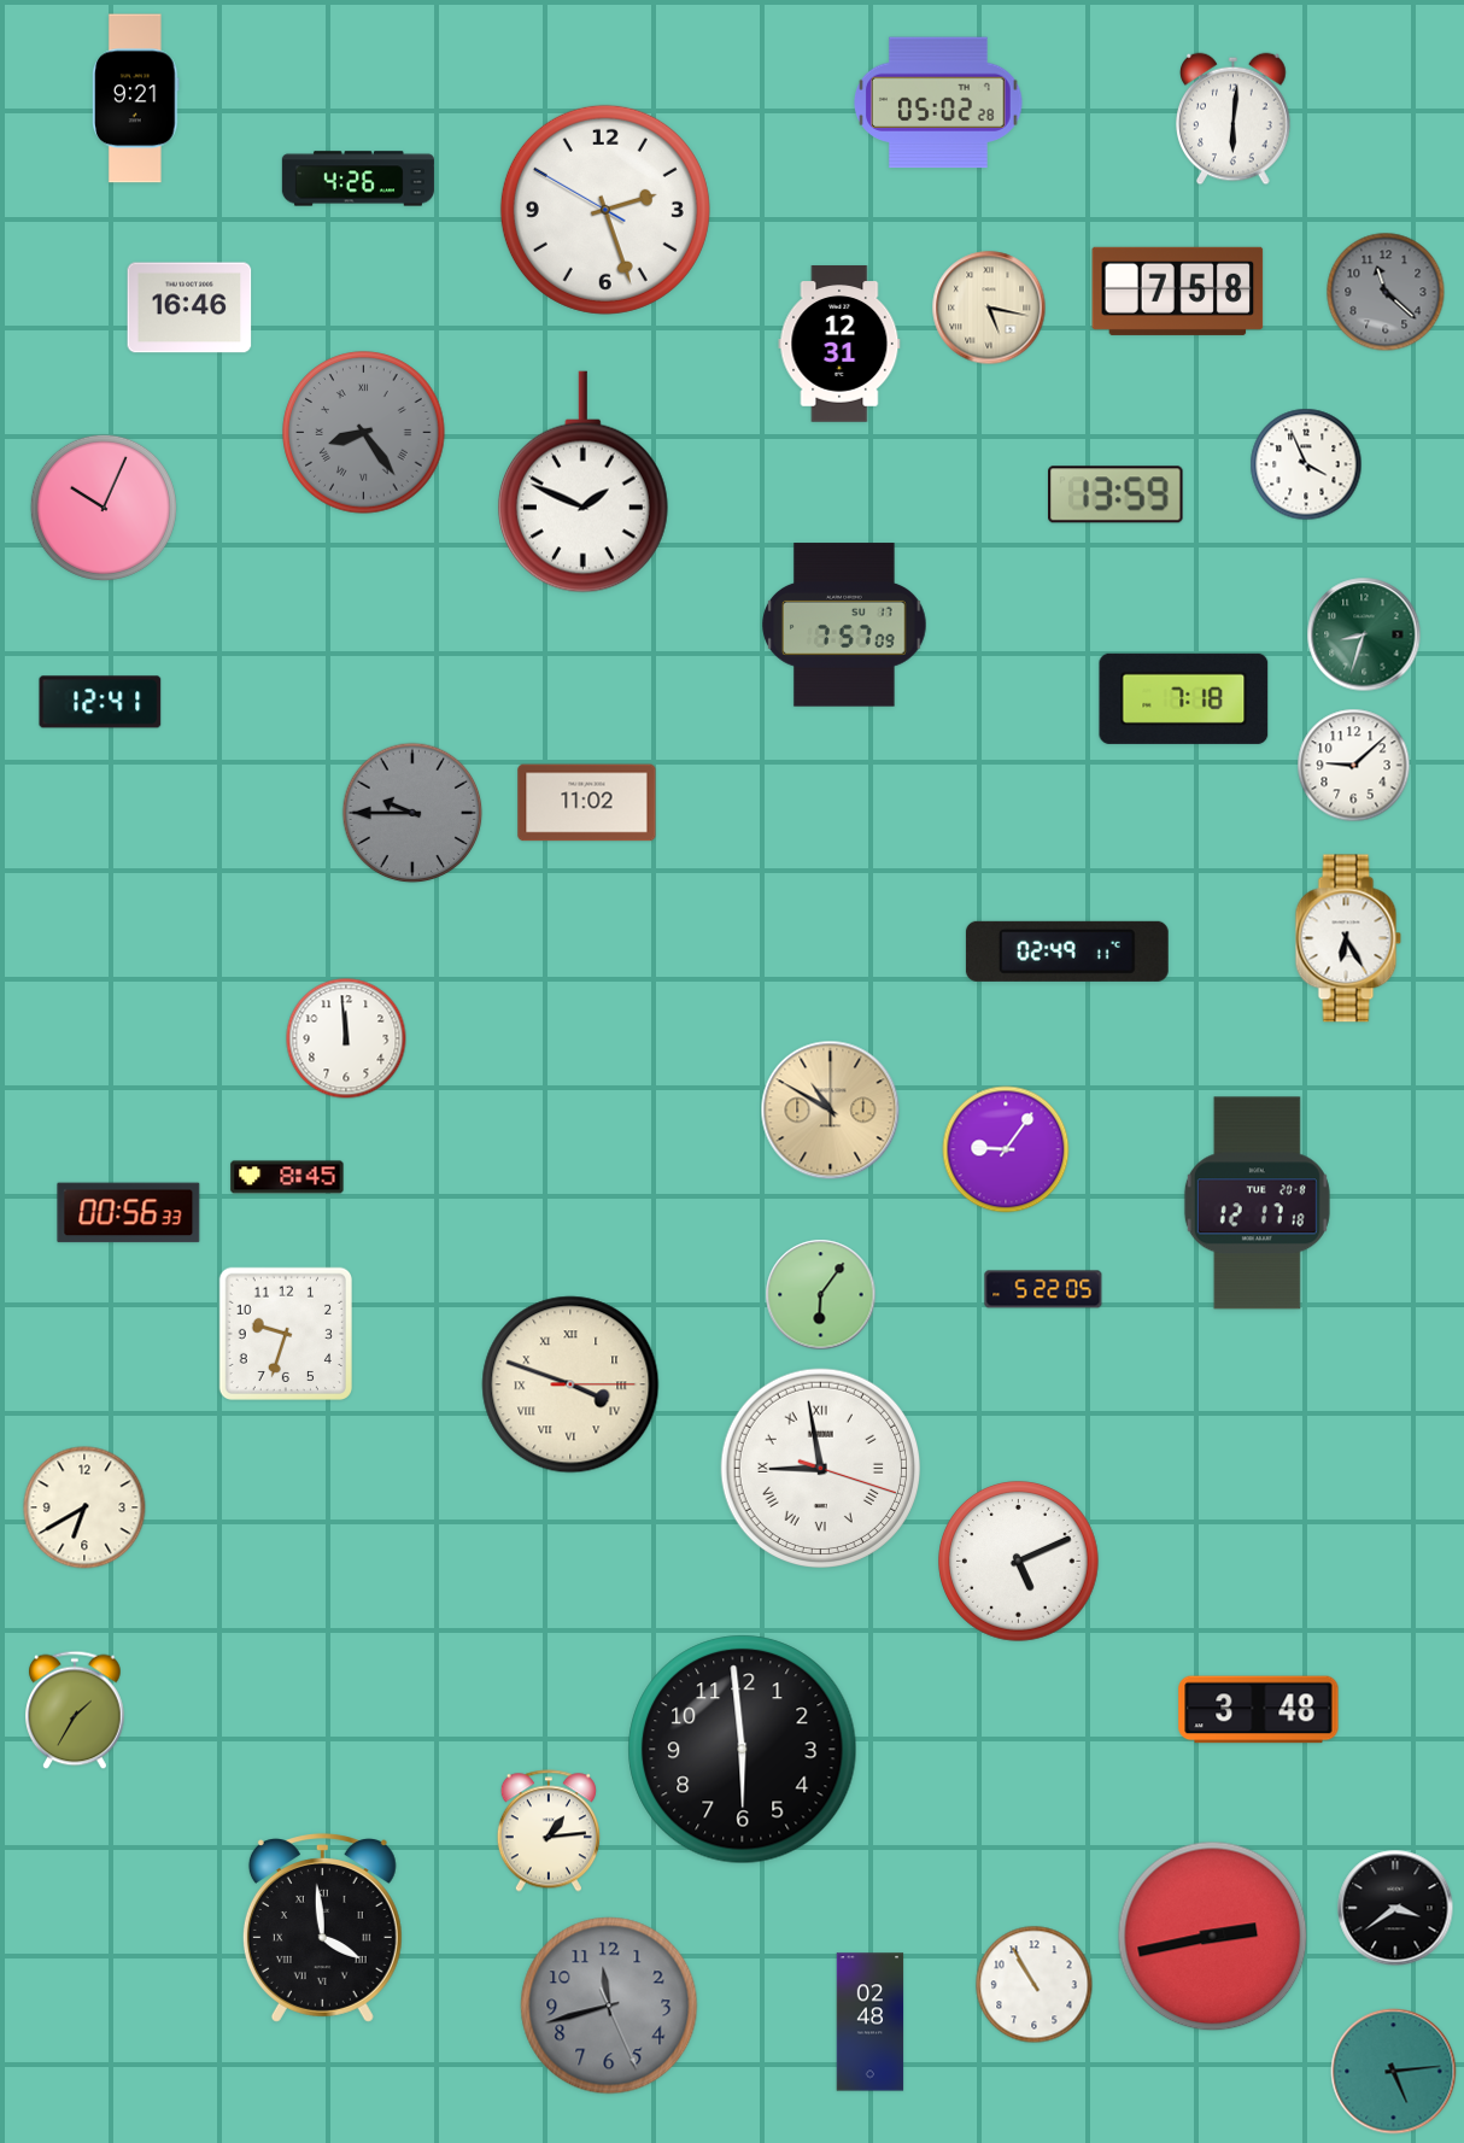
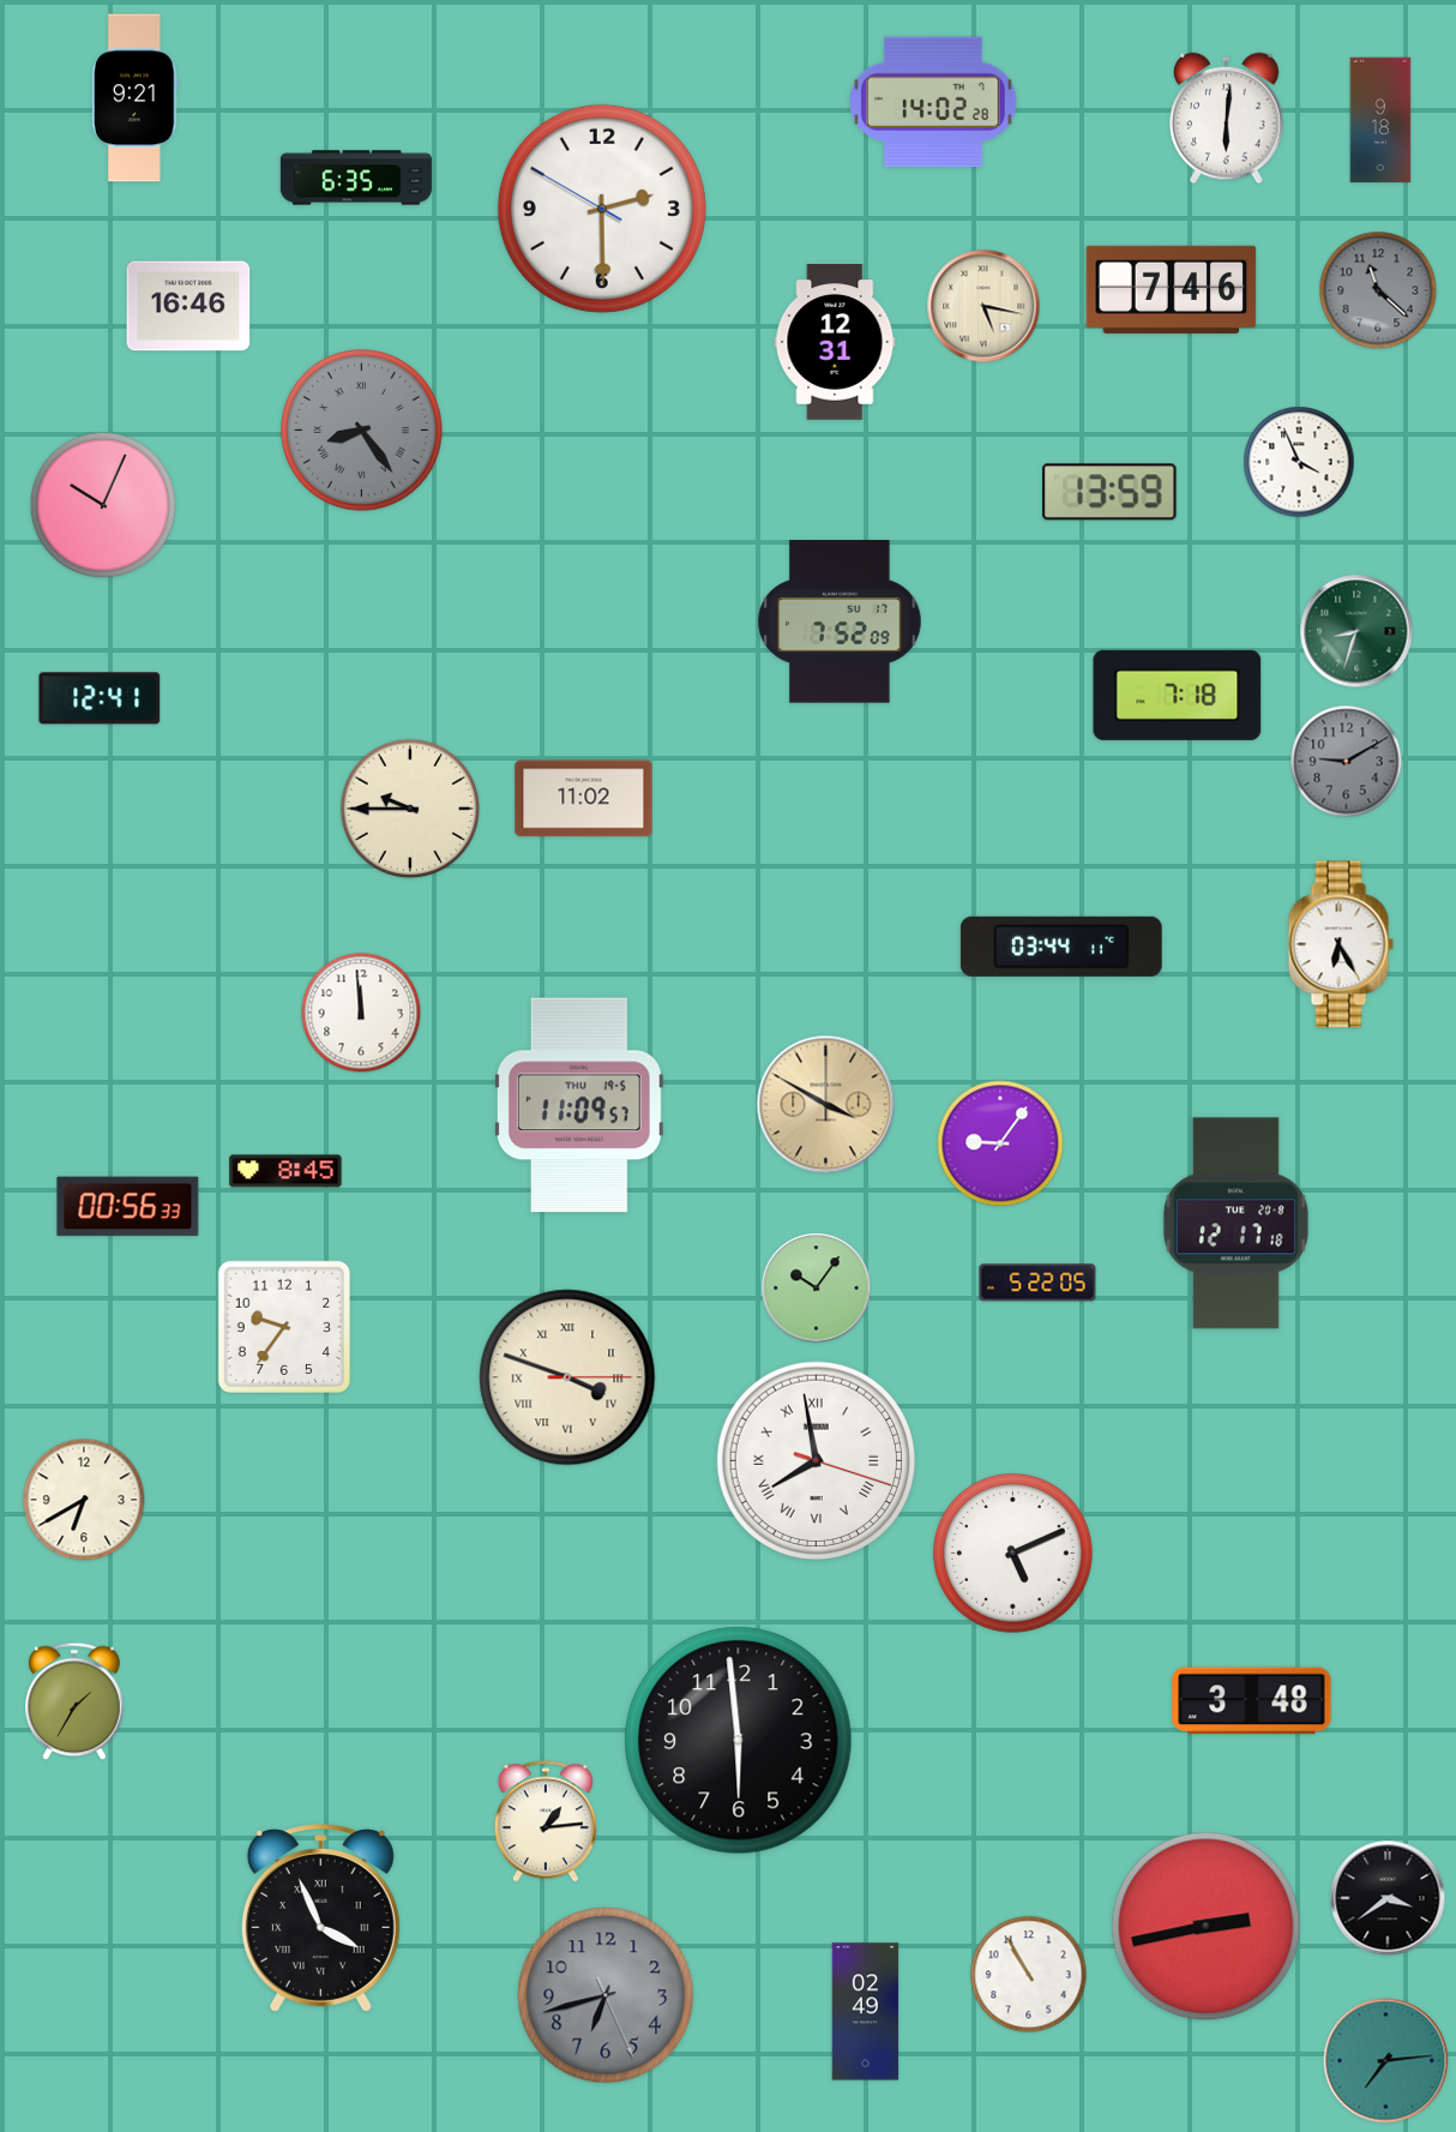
clock at (939, 103): 05:02 -> 14:02
clock at (1380, 120): none -> 9:18
clock at (358, 178): 4:26 -> 6:35
clock at (605, 210): 2:26 -> 2:29
clock at (1178, 291): 7:58 -> 7:46
clock at (582, 482): 1:49 -> none
clock at (844, 625): 7:57 -> 7:52
clock at (1354, 766): 9:08 -> 9:10
clock at (1354, 766) dial: white -> grey
clock at (412, 813) dial: grey -> cream
clock at (1348, 938) position: (1348, 938) -> (1341, 944)
clock at (1067, 952): 02:49 -> 03:44
clock at (346, 1038) position: (346, 1038) -> (361, 1013)
clock at (579, 1105): none -> 11:09
clock at (831, 1111): 10:50 -> 3:50
clock at (1257, 1204) position: (1257, 1204) -> (1235, 1224)
clock at (821, 1295): 6:06 -> 10:06
clock at (286, 1334): 9:33 -> 9:36
clock at (820, 1468): 8:58 -> 7:58
clock at (322, 1928): 3:59 -> 3:56
clock at (609, 2006): 11:42 -> 6:42
clock at (871, 2022): 02:48 -> 02:49
clock at (1394, 2072): 5:14 -> 7:14
